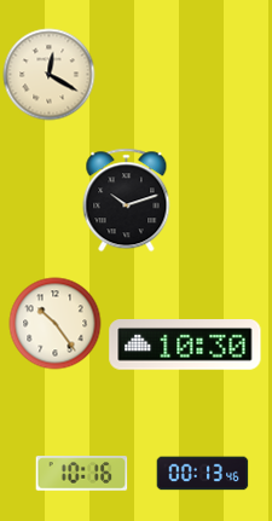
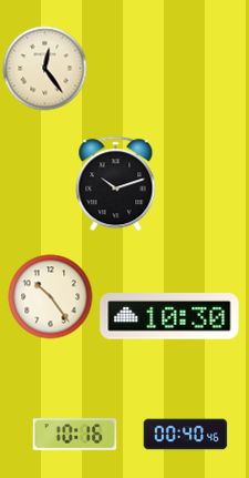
clock at (50, 75): 12:20 -> 12:24
clock at (203, 474): 00:13 -> 00:40
